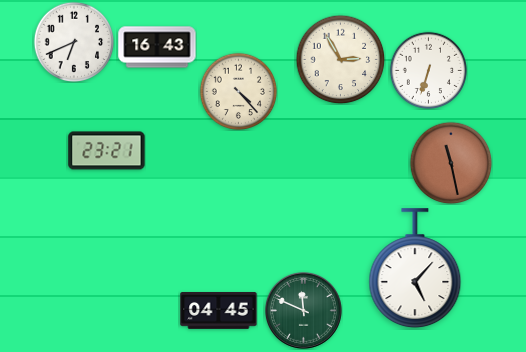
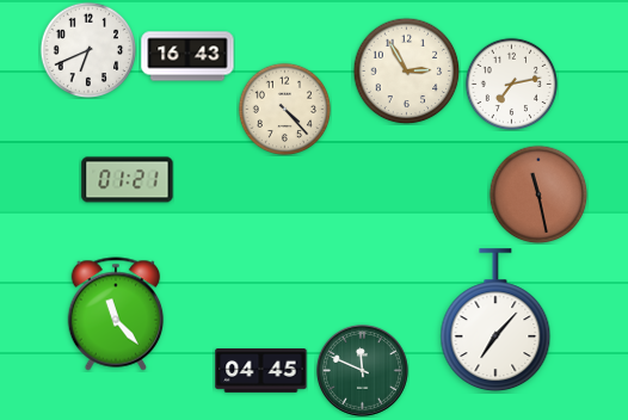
clock at (428, 70): 6:33 -> 7:13
clock at (107, 151): 23:21 -> 01:21
clock at (116, 314): none -> 11:23
clock at (415, 269): 5:07 -> 7:07
